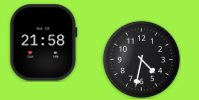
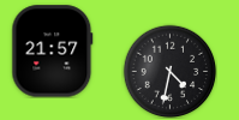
clock at (44, 43): 21:58 -> 21:57
